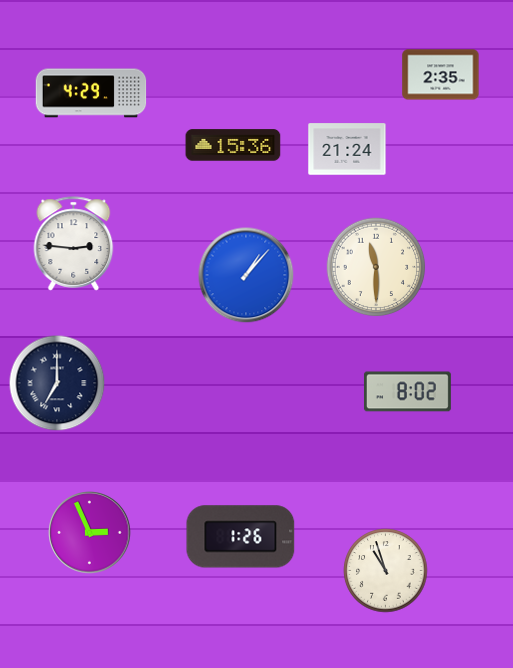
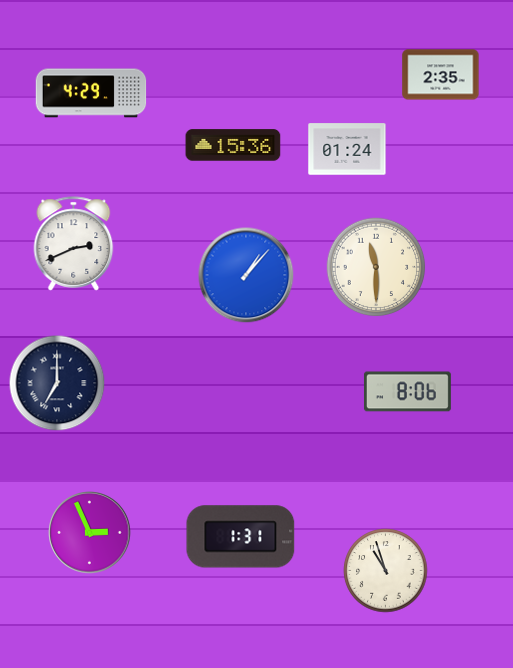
clock at (347, 149): 21:24 -> 01:24
clock at (74, 244): 2:46 -> 2:41
clock at (407, 392): 8:02 -> 8:06
clock at (241, 537): 1:26 -> 1:31
